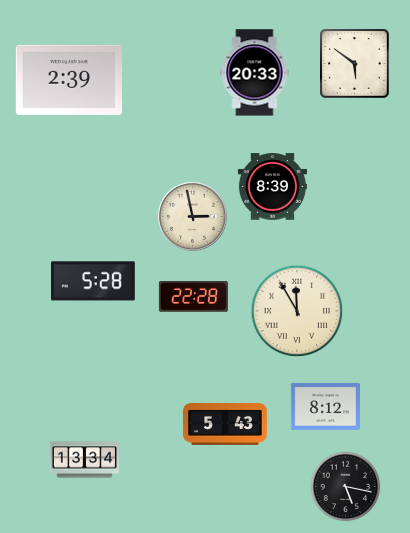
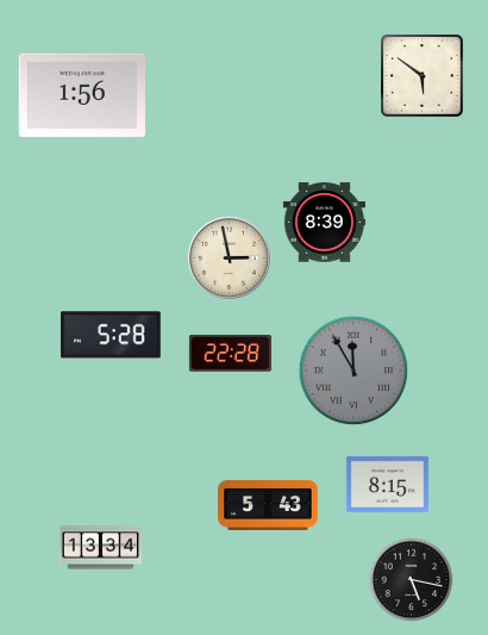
clock at (255, 73): 20:33 -> none
clock at (68, 80): 2:39 -> 1:56
clock at (297, 311) dial: cream -> grey
clock at (325, 406): 8:12 -> 8:15
